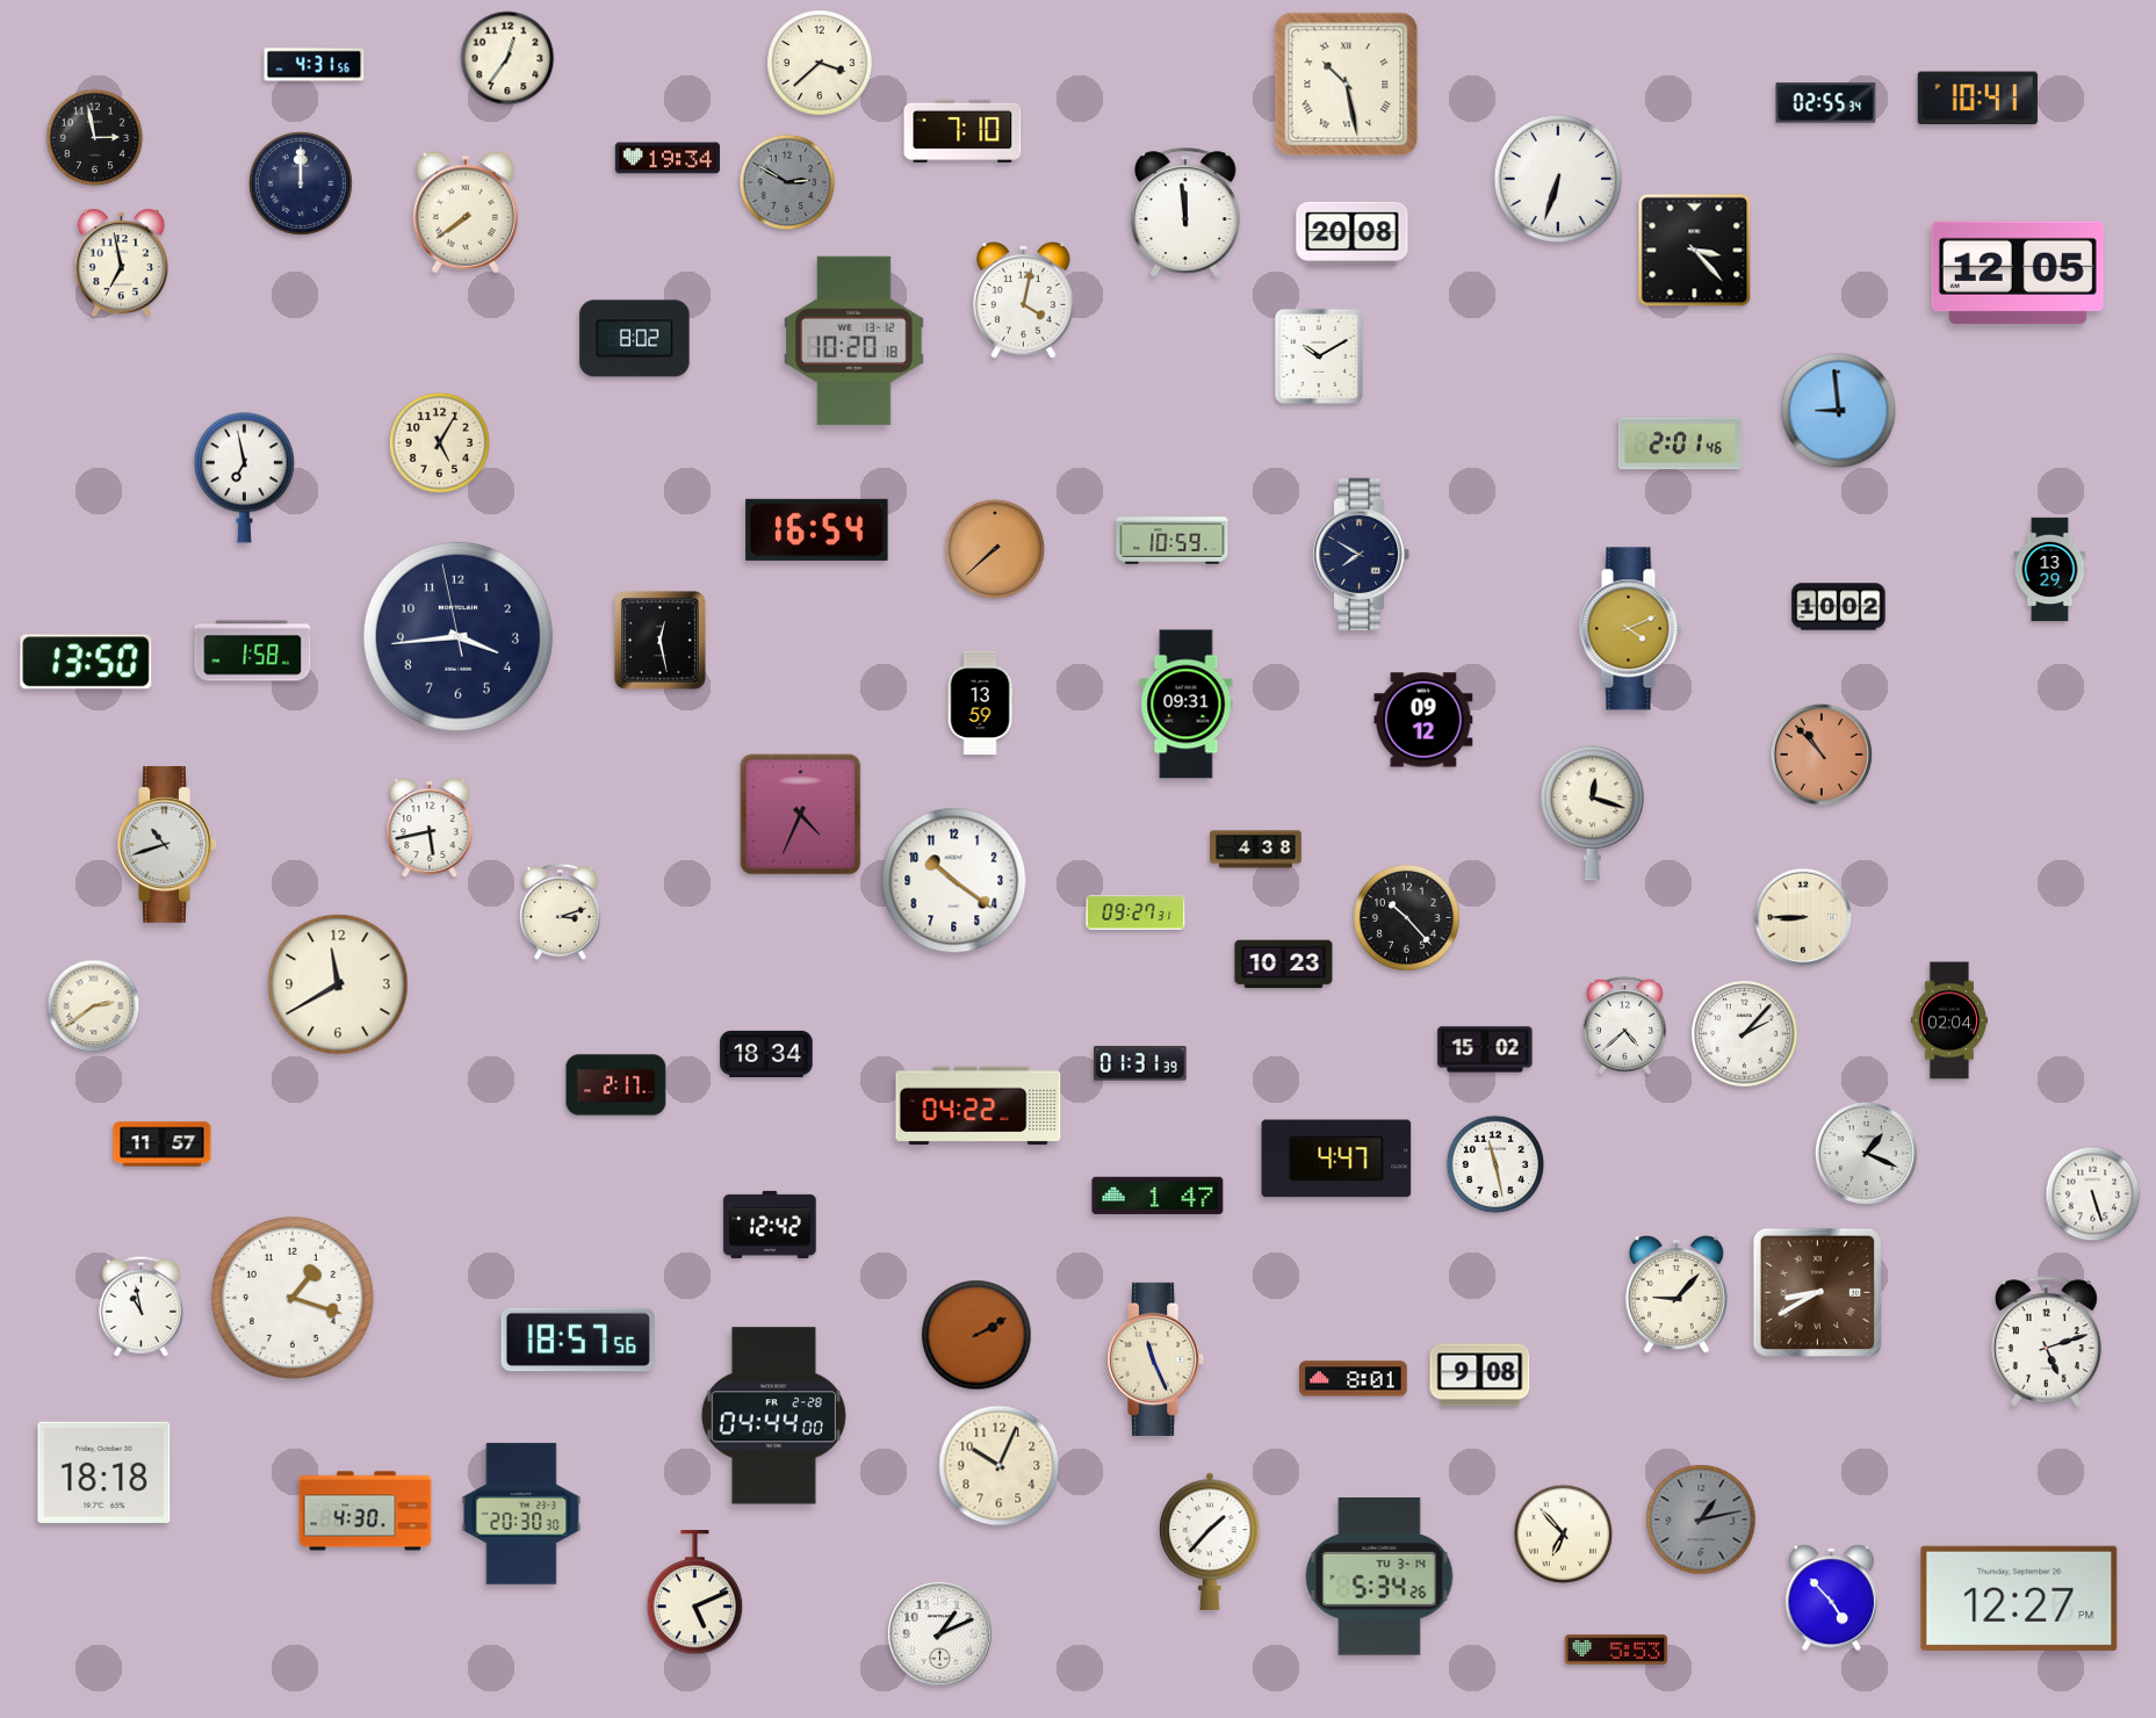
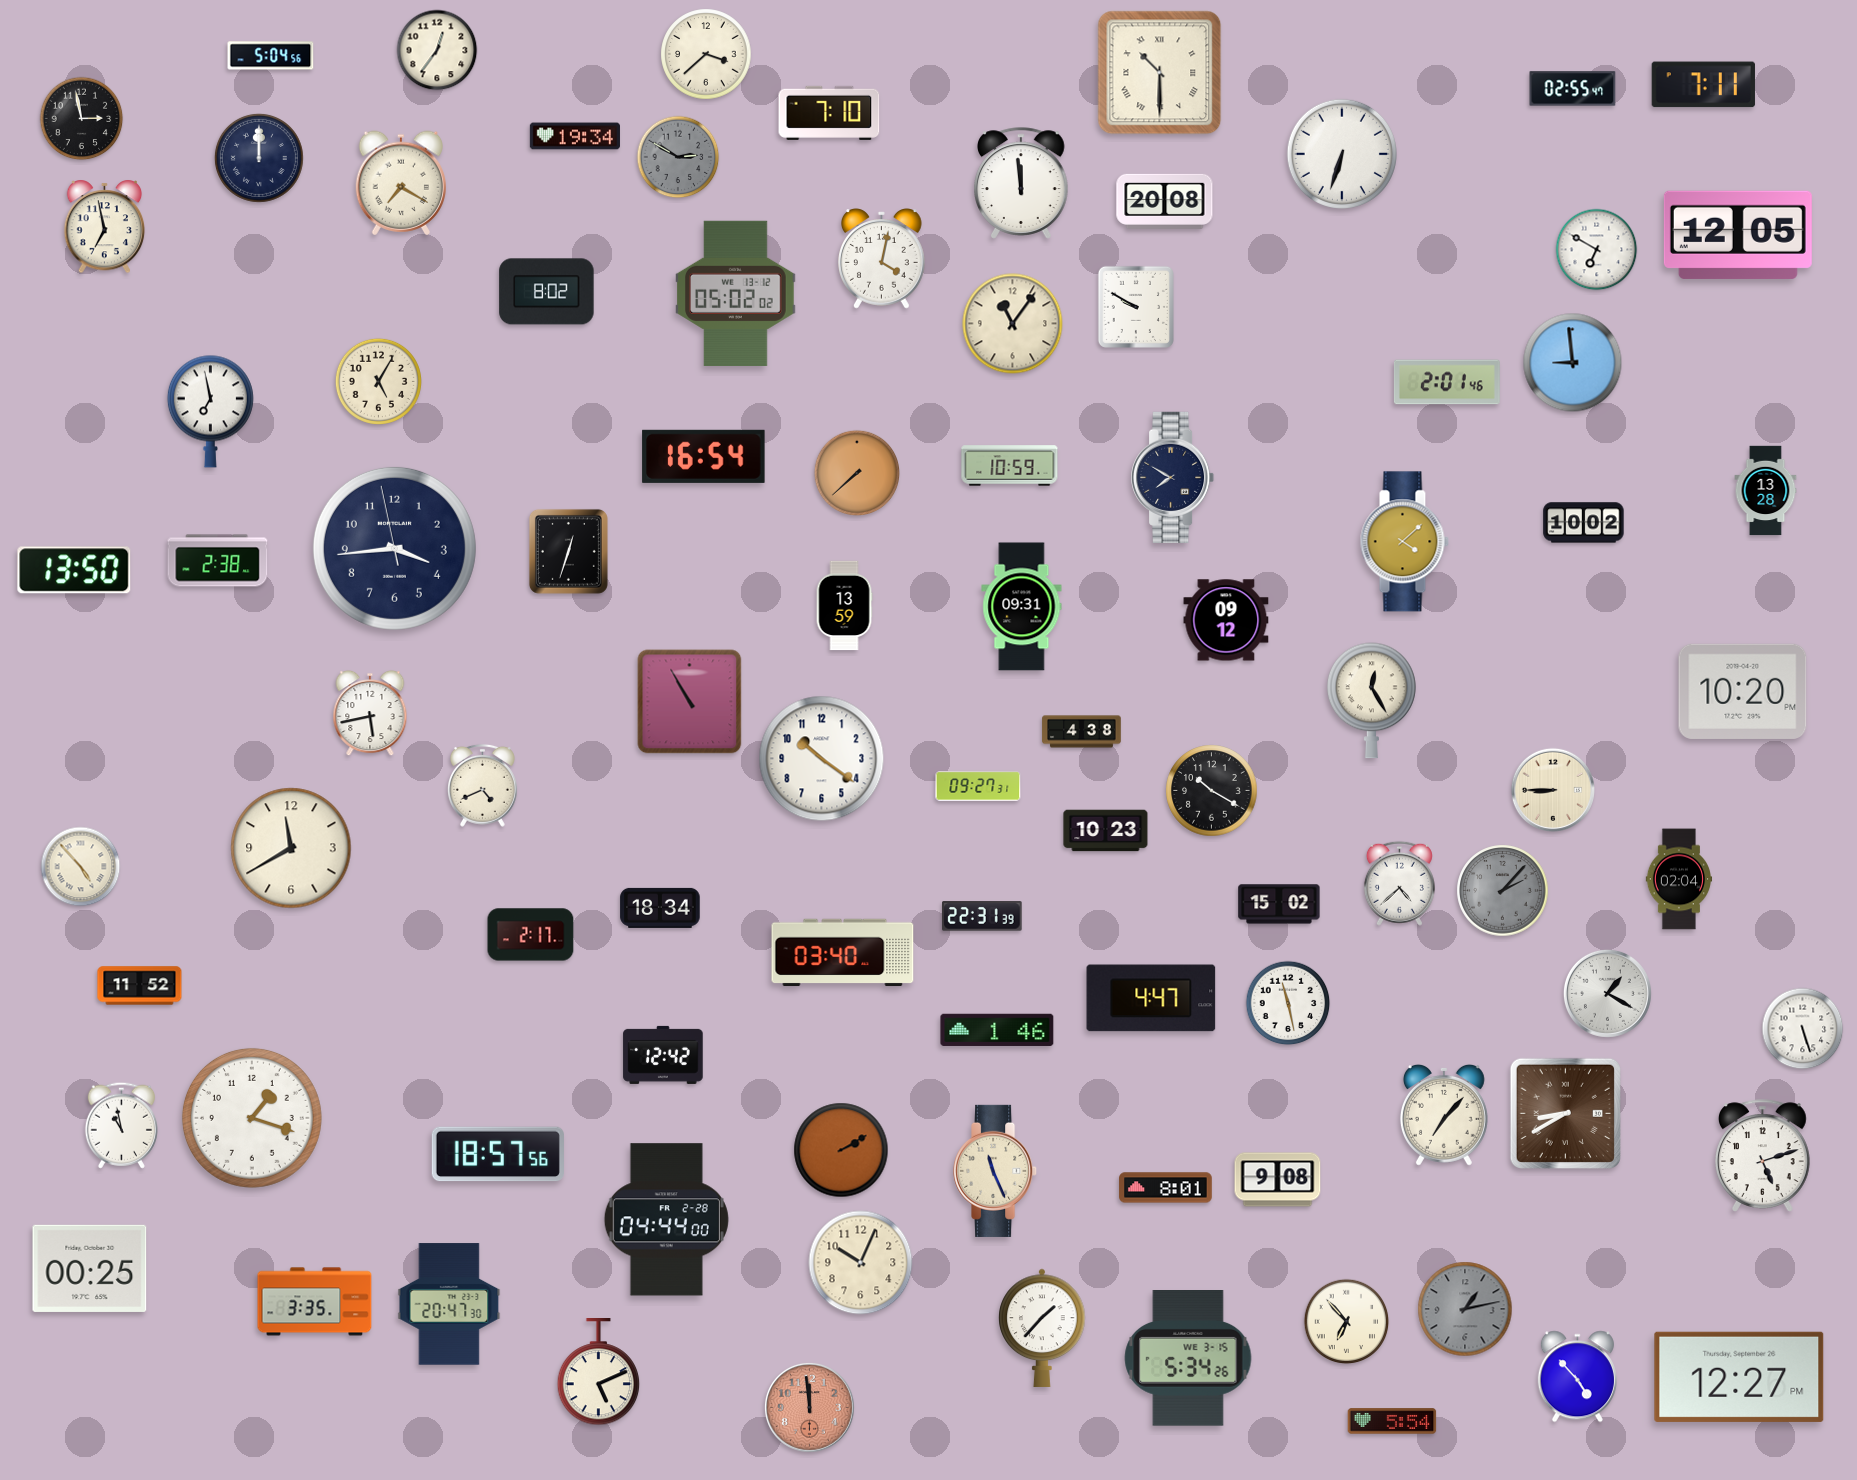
clock at (315, 65): 4:31 -> 5:04
clock at (1347, 85): 10:28 -> 10:30
clock at (1977, 99): 10:41 -> 7:11
clock at (1826, 103): 02:55:34 -> 02:55:47
clock at (464, 212): 7:39 -> 7:20
clock at (1695, 251): 3:23 -> none
clock at (1597, 250): none -> 6:50
clock at (855, 340): 10:20 -> 05:02
clock at (1319, 356): 10:10 -> 9:50
clock at (1013, 324): none -> 11:06
clock at (1839, 411) position: (1839, 411) -> (1573, 363)
clock at (2050, 570): 13:29 -> 13:28
clock at (1630, 629): 4:11 -> 4:08
clock at (659, 640): 12:28 -> 12:33
clock at (253, 651): 1:58 -> 2:38
clock at (1822, 755): 10:53 -> none
clock at (1743, 691): none -> 10:20
clock at (1593, 814): 12:18 -> 12:25
clock at (801, 815): 4:34 -> 10:55
clock at (166, 845): 10:42 -> none
clock at (560, 911): 3:12 -> 4:41
clock at (1407, 918): 10:23 -> 10:20
clock at (94, 1006): 2:39 -> 4:53
clock at (1745, 1034) dial: white -> grey
clock at (1140, 1063): 01:31 -> 22:31
clock at (979, 1106): 04:22 -> 03:40
clock at (163, 1145): 11:57 -> 11:52
clock at (1866, 1153): 1:19 -> 1:20
clock at (1158, 1196): 1:47 -> 1:46
clock at (1677, 1294): 9:07 -> 7:07
clock at (1480, 1376) position: (1480, 1376) -> (1278, 1180)
clock at (104, 1472): 18:18 -> 00:25
clock at (366, 1511): 4:30 -> 3:35
clock at (521, 1514): 20:30 -> 20:47
clock at (1379, 1576) date: TU 3-14 -> WE 3-15
clock at (940, 1634): 1:11 -> 11:59
clock at (940, 1634) dial: white -> salmon
clock at (1616, 1650): 5:53 -> 5:54
